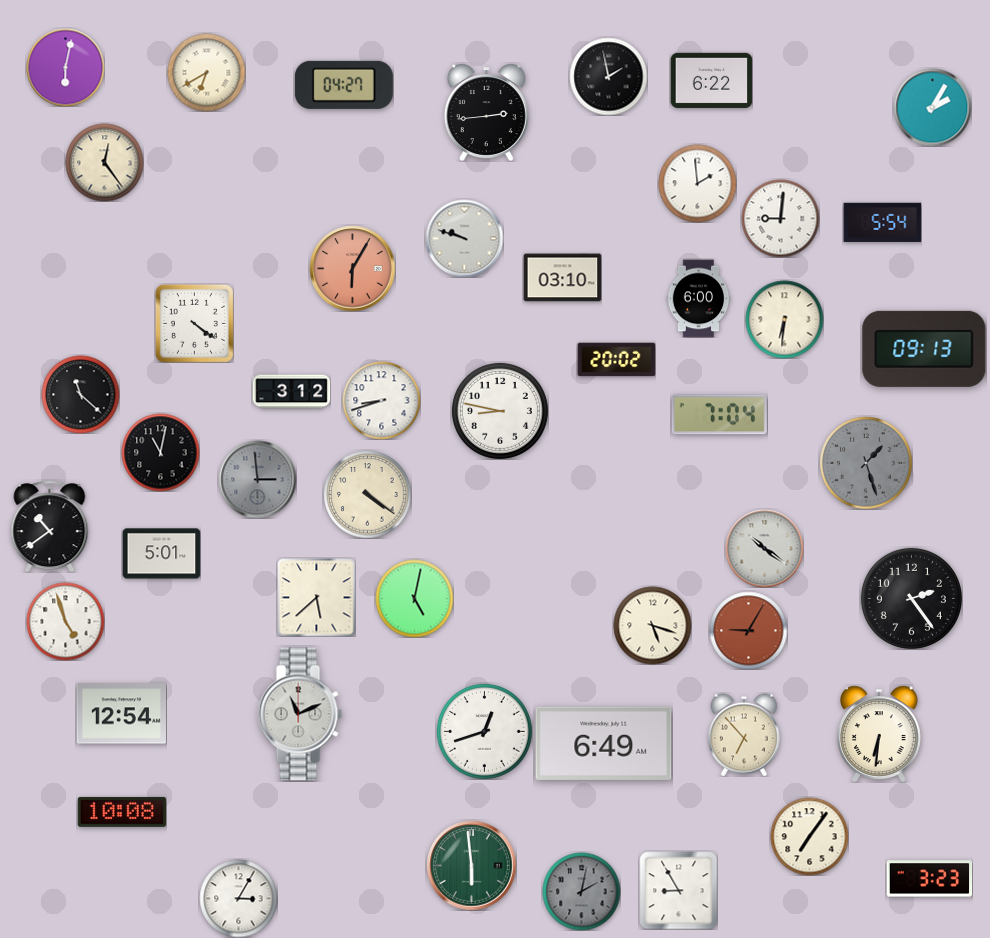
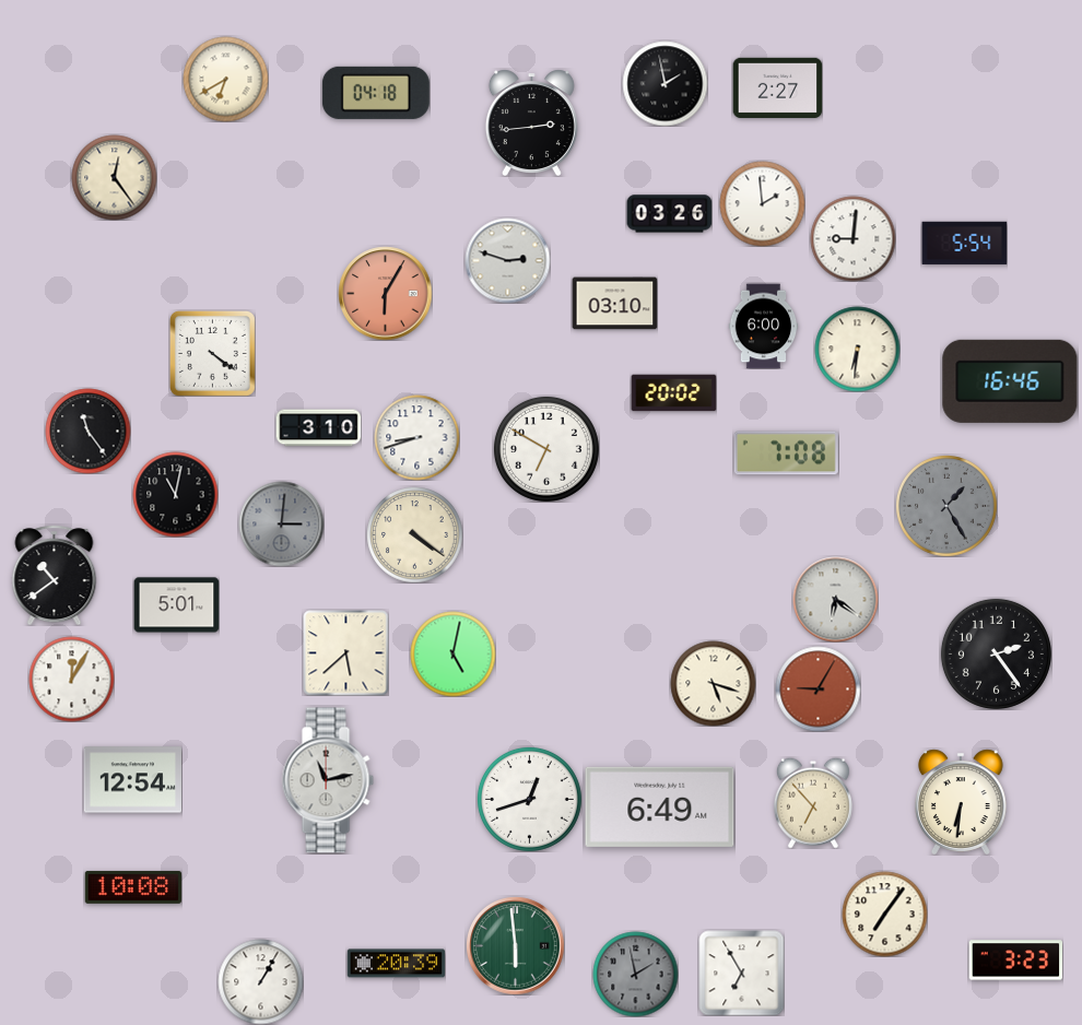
clock at (65, 67): 6:02 -> none
clock at (711, 80): 6:22 -> 2:27
clock at (344, 85): 04:27 -> 04:18
clock at (932, 107): 2:05 -> none
clock at (697, 183) position: (697, 183) -> (762, 203)
clock at (669, 214): none -> 03:26
clock at (464, 238): 9:48 -> 2:48
clock at (924, 349): 09:13 -> 16:46
clock at (291, 392): 3:12 -> 3:10
clock at (80, 394): 11:22 -> 11:24
clock at (500, 411): 8:47 -> 6:50
clock at (719, 415): 7:04 -> 7:08
clock at (866, 463): 1:27 -> 1:25
clock at (257, 479): 2:59 -> 3:01
clock at (367, 494) position: (367, 494) -> (414, 534)
clock at (764, 548): 10:21 -> 6:21
clock at (65, 621): 4:57 -> 12:05
clock at (300, 714): 11:11 -> 11:13
clock at (604, 743) position: (604, 743) -> (660, 806)
clock at (396, 964): none -> 20:39
clock at (678, 890): 8:55 -> 6:55
clock at (581, 891): 2:02 -> 1:58
clock at (238, 898): 3:05 -> 1:05
